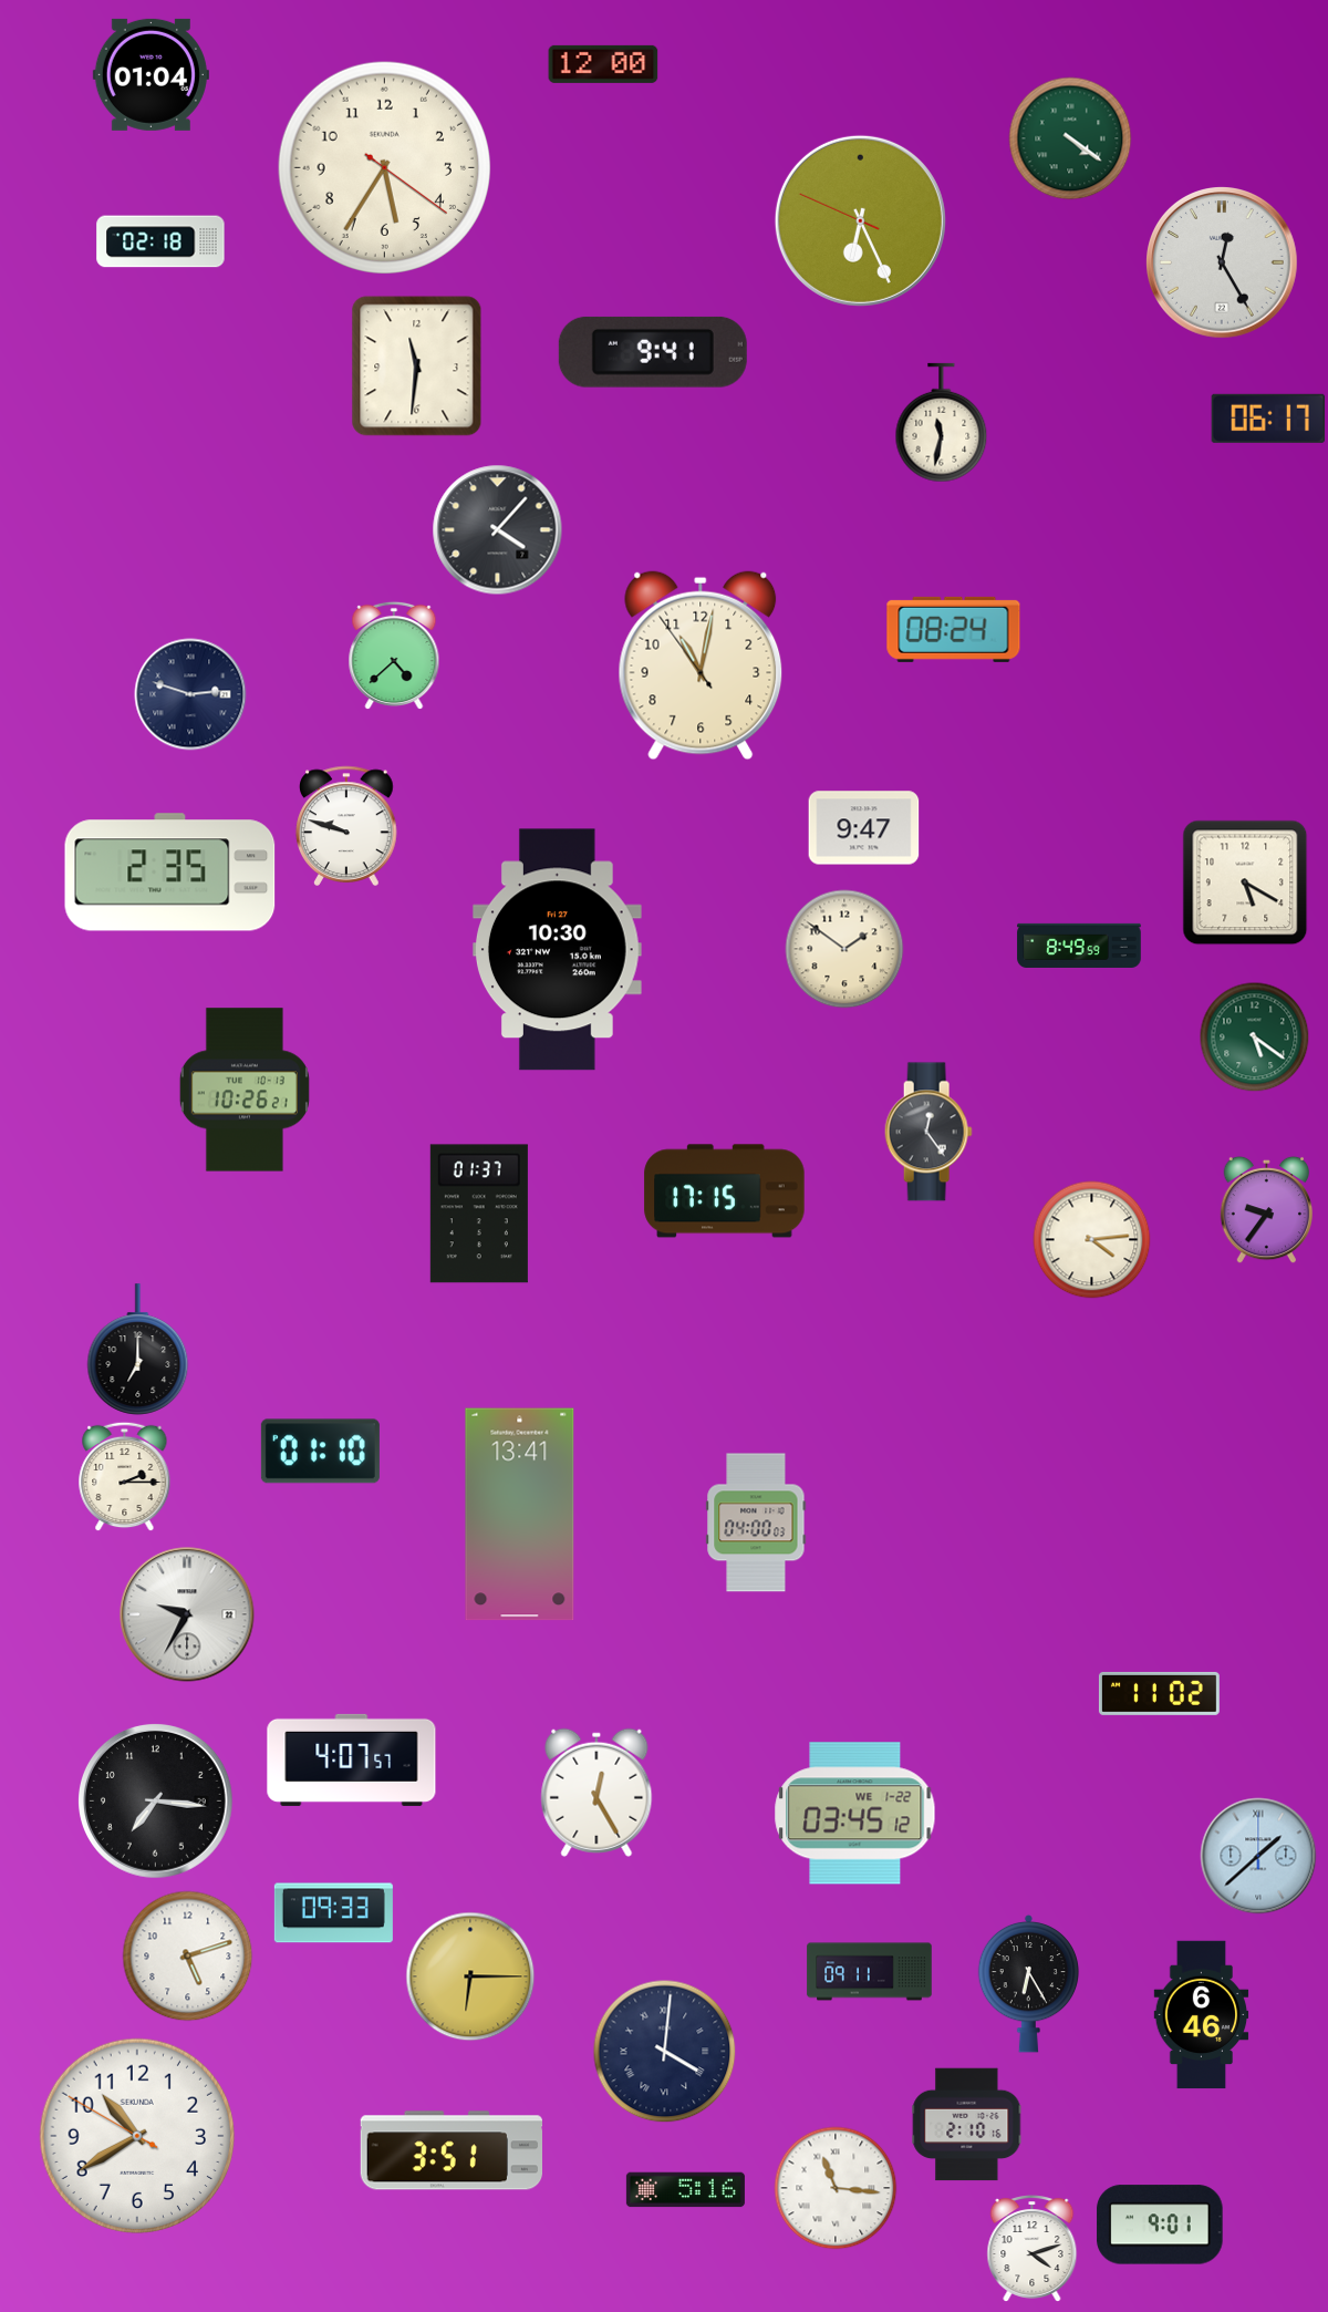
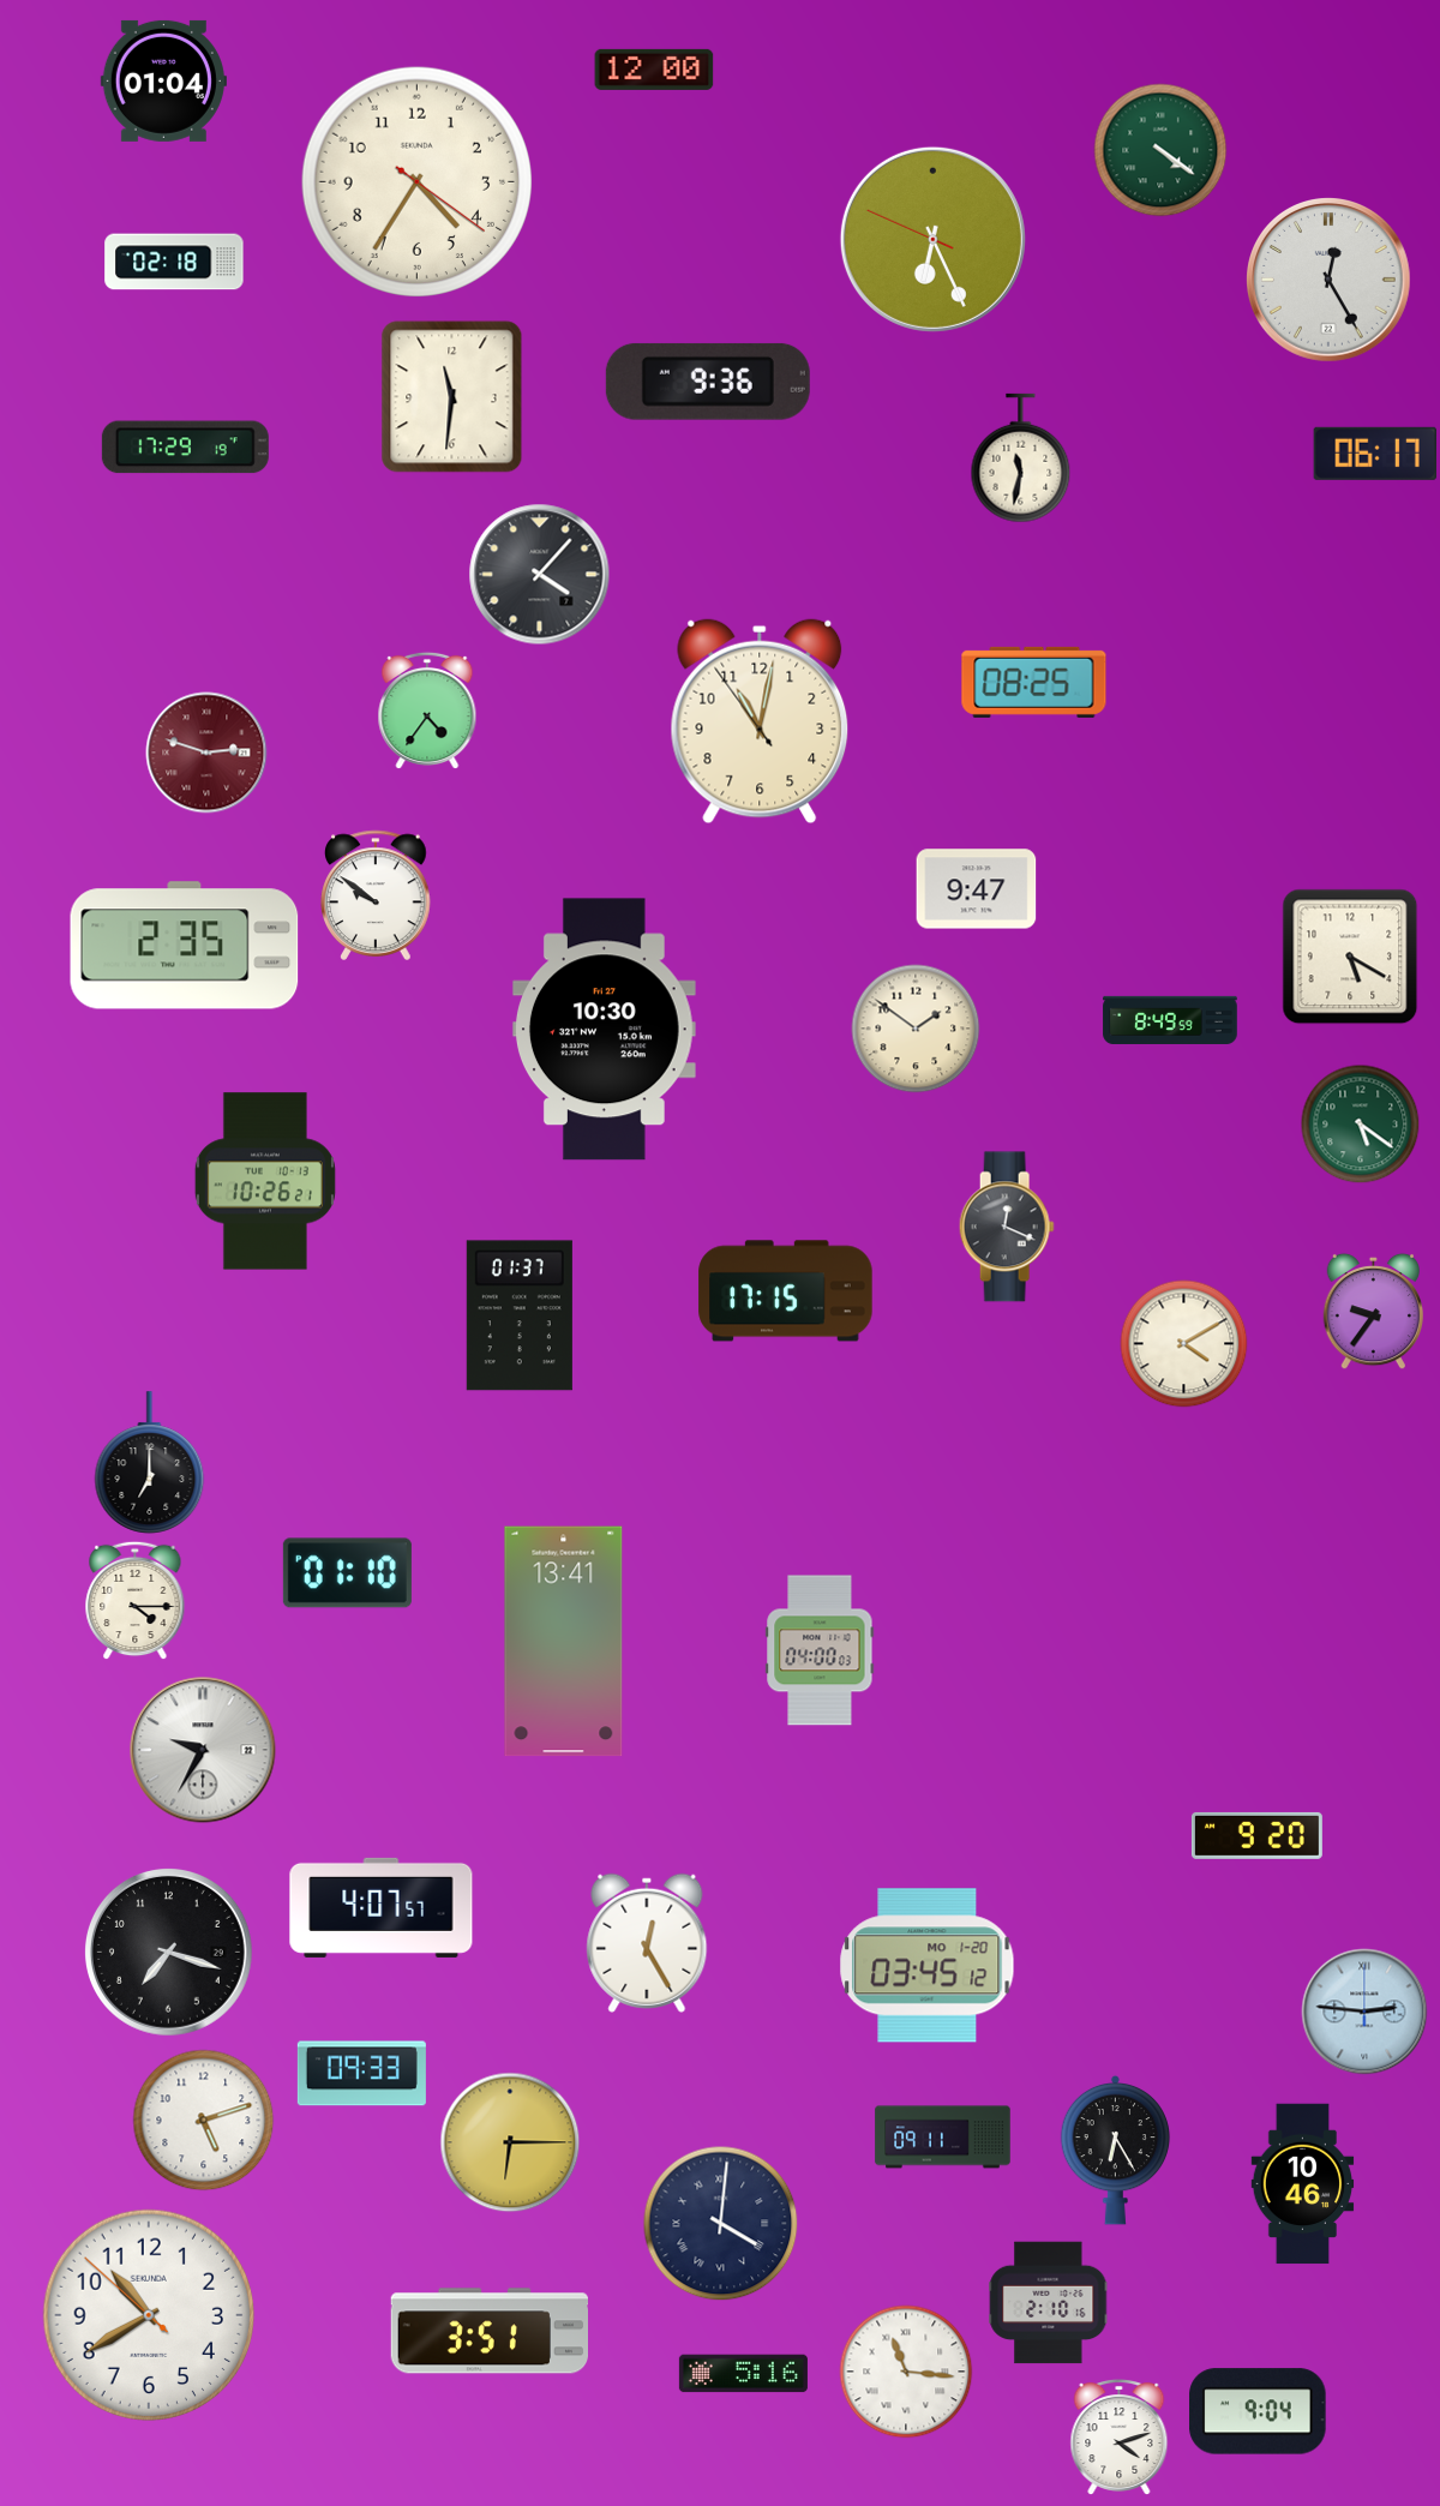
clock at (384, 167): 5:35 -> 4:35
clock at (1223, 264) position: (1223, 264) -> (1330, 281)
clock at (653, 352): 9:41 -> 9:36
clock at (185, 448): none -> 17:29
clock at (954, 629): 08:24 -> 08:25
clock at (394, 656): 4:38 -> 4:36
clock at (190, 694) dial: navy -> burgundy
clock at (346, 826): 9:48 -> 9:51
clock at (864, 828) position: (864, 828) -> (977, 889)
clock at (1079, 946) position: (1079, 946) -> (1170, 1020)
clock at (928, 1132): 12:24 -> 12:19
clock at (1092, 1240): 4:14 -> 4:10
clock at (125, 1477): 2:15 -> 4:15
clock at (1159, 1693): 11:02 -> 9:20
clock at (156, 1802): 7:16 -> 7:18
clock at (855, 1814) date: WE 1-22 -> MO 1-20
clock at (1258, 1856): 1:38 -> 2:46
clock at (1202, 2015): 6:46 -> 10:46
clock at (137, 2136): 10:39:50 -> 10:39:52
clock at (1160, 2225): 9:01 -> 9:04
